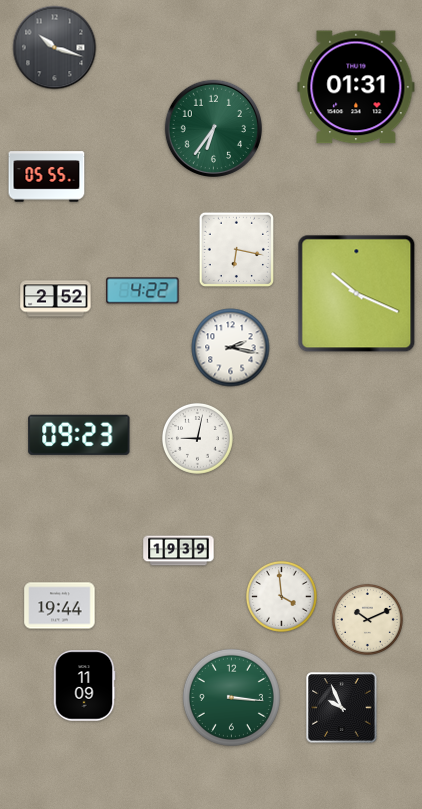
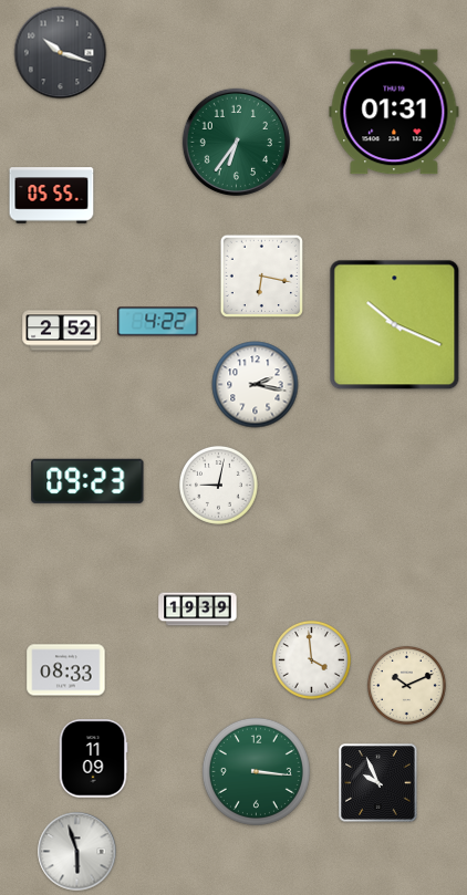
clock at (356, 87) position: (356, 87) -> (394, 112)
clock at (60, 606): 19:44 -> 08:33
clock at (77, 852): none -> 5:57
